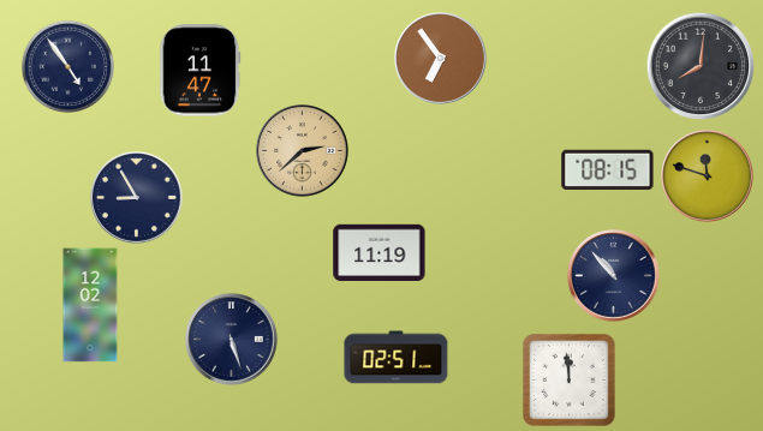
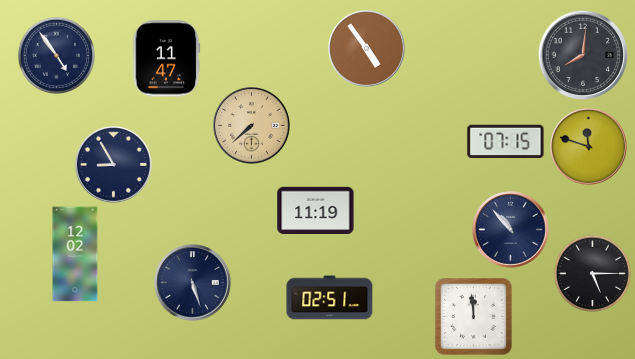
clock at (441, 59): 6:54 -> 4:54
clock at (303, 151): 2:38 -> 7:38
clock at (608, 170): 08:15 -> 07:15
clock at (592, 273): none -> 5:15
